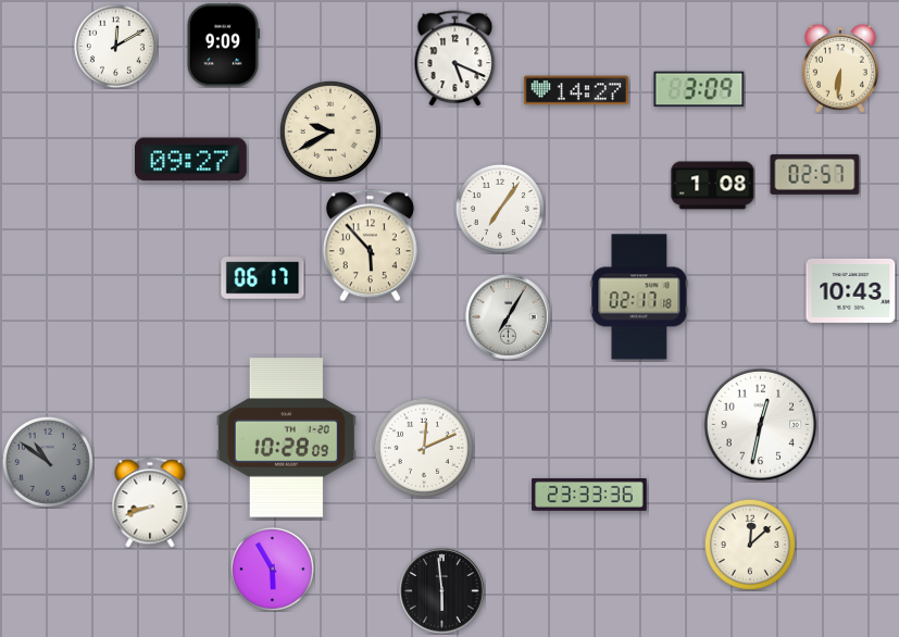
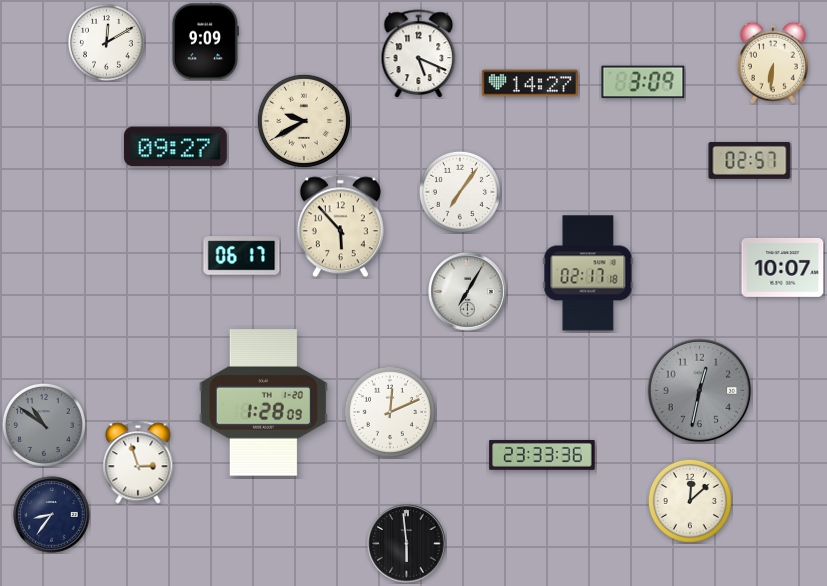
clock at (713, 186): 1:08 -> none
clock at (851, 290): 10:43 -> 10:07
clock at (761, 425) dial: white -> grey
clock at (286, 438): 10:28 -> 1:28
clock at (150, 502): 8:42 -> 2:57
clock at (52, 515): none -> 8:36
clock at (272, 569): 5:55 -> none
